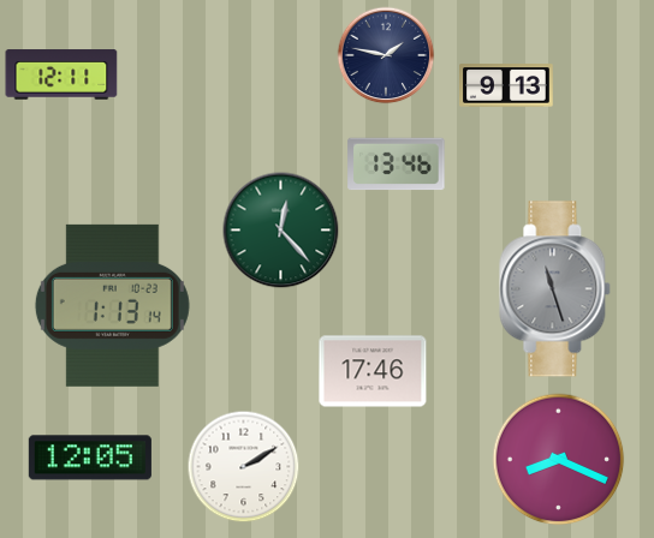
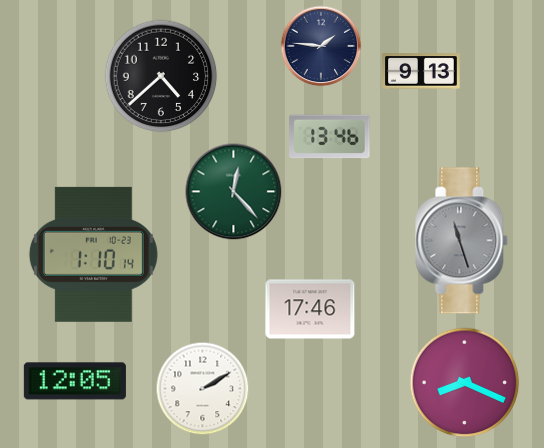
clock at (386, 55): 1:47 -> 1:46
clock at (61, 74): 12:11 -> none
clock at (161, 76): none -> 4:38
clock at (112, 305): 1:13 -> 1:10
